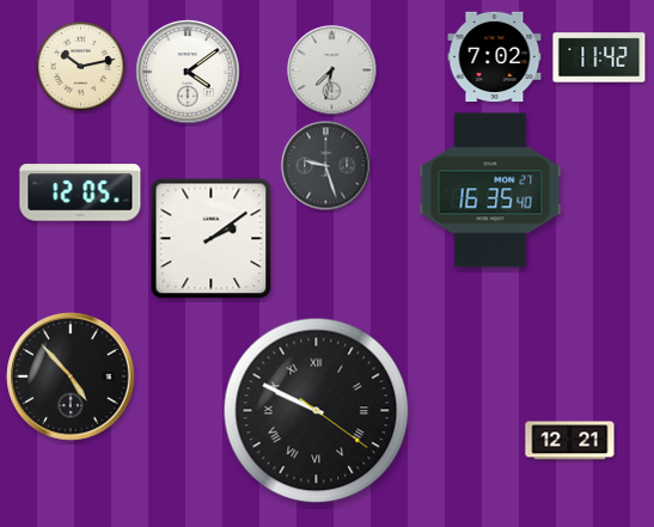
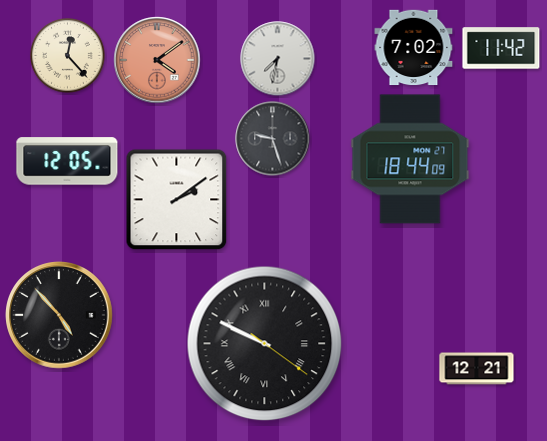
clock at (81, 67): 10:13 -> 12:23
clock at (188, 72) dial: white -> salmon
clock at (490, 190): 16:35 -> 18:44
